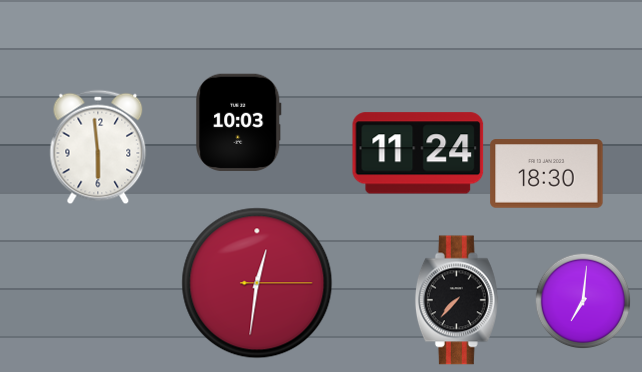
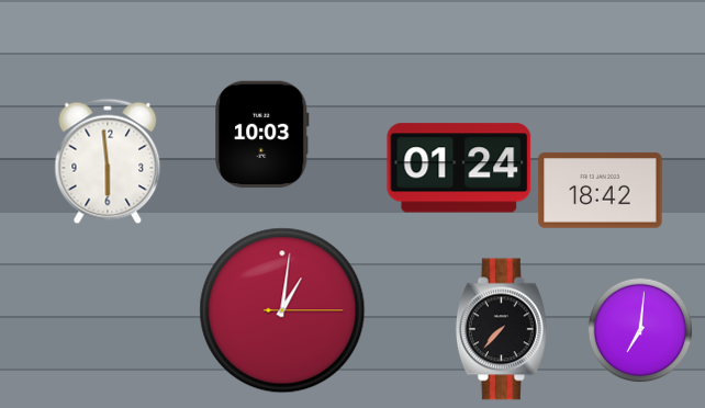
clock at (418, 153): 11:24 -> 01:24
clock at (547, 174): 18:30 -> 18:42
clock at (257, 283): 12:31 -> 1:01
